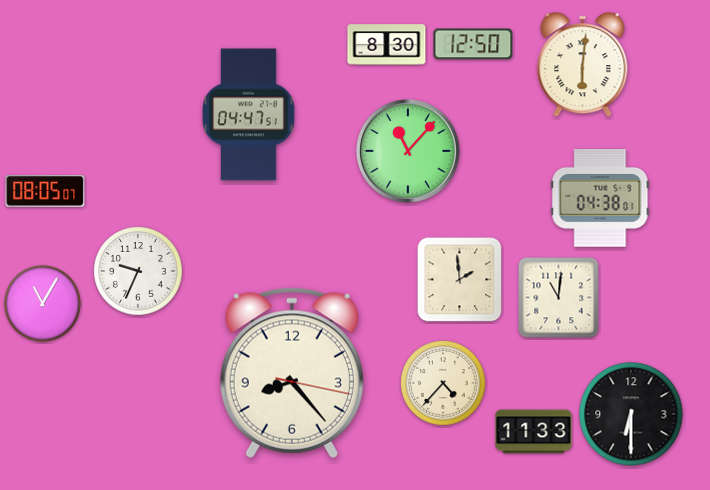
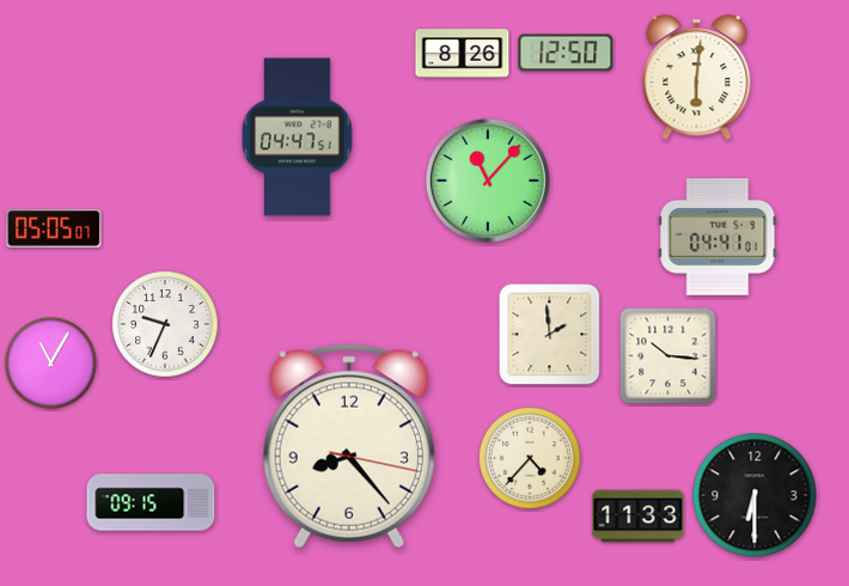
clock at (387, 45): 8:30 -> 8:26
clock at (45, 191): 08:05 -> 05:05
clock at (600, 199): 04:38 -> 04:41
clock at (559, 298): 11:01 -> 10:16
clock at (151, 502): none -> 09:15
